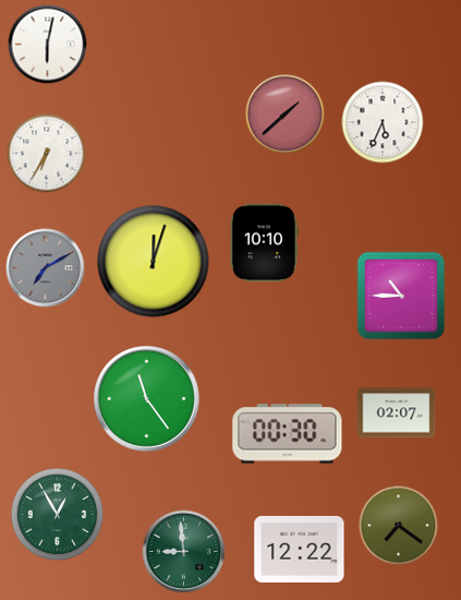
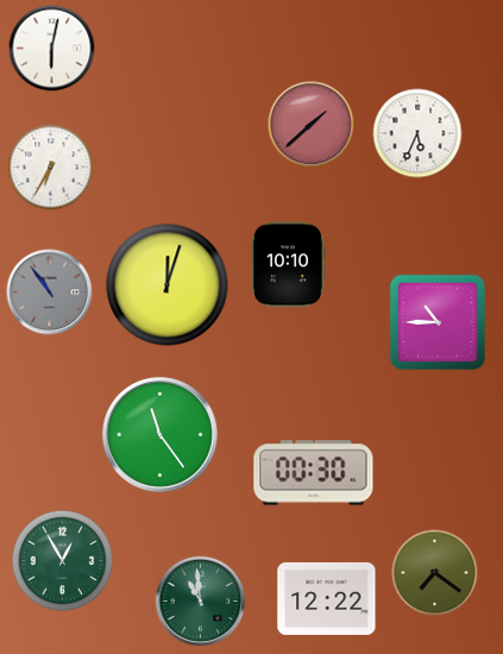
clock at (46, 268): 7:10 -> 10:54
clock at (397, 413): 02:07 -> none
clock at (184, 552): 8:59 -> 10:59
